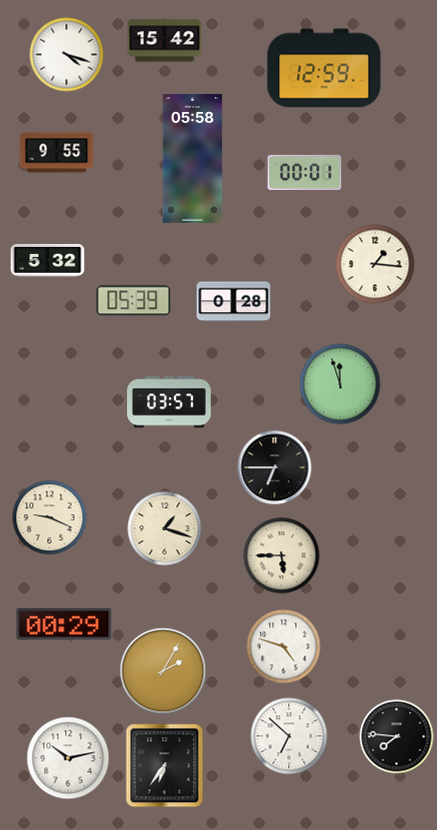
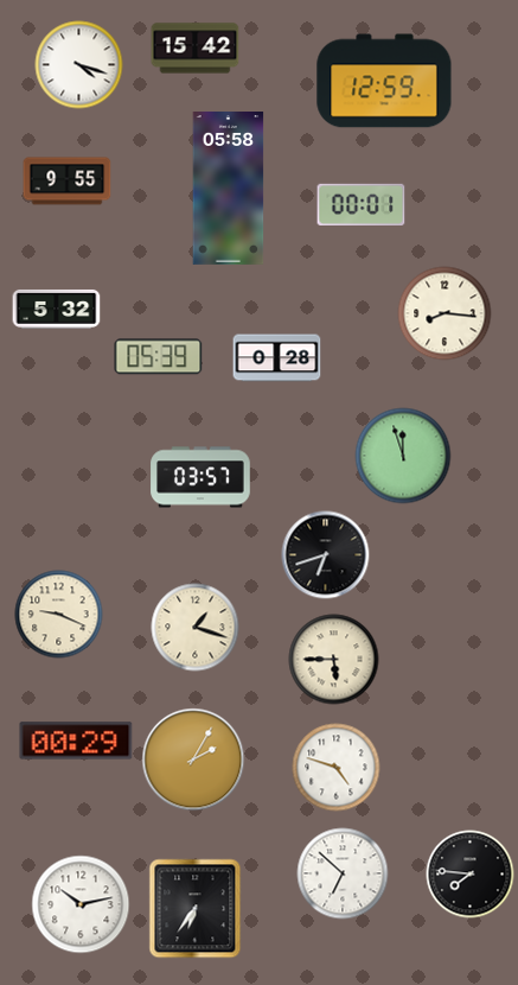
clock at (375, 264): 1:16 -> 8:16
clock at (275, 468): 6:45 -> 6:42
clock at (163, 671) position: (163, 671) -> (193, 760)
clock at (68, 758) position: (68, 758) -> (81, 904)
